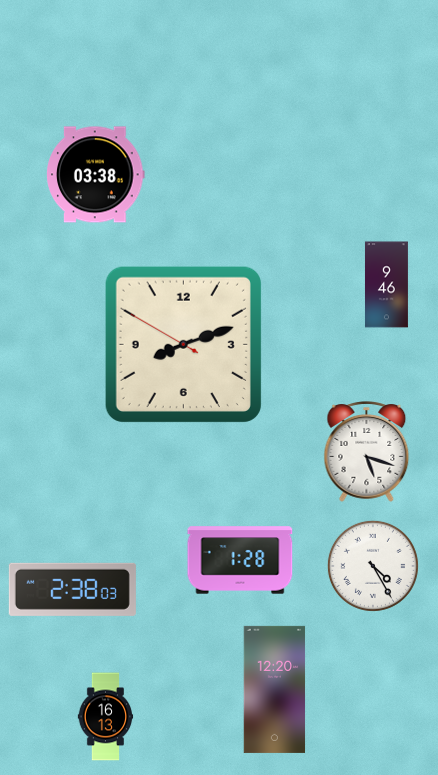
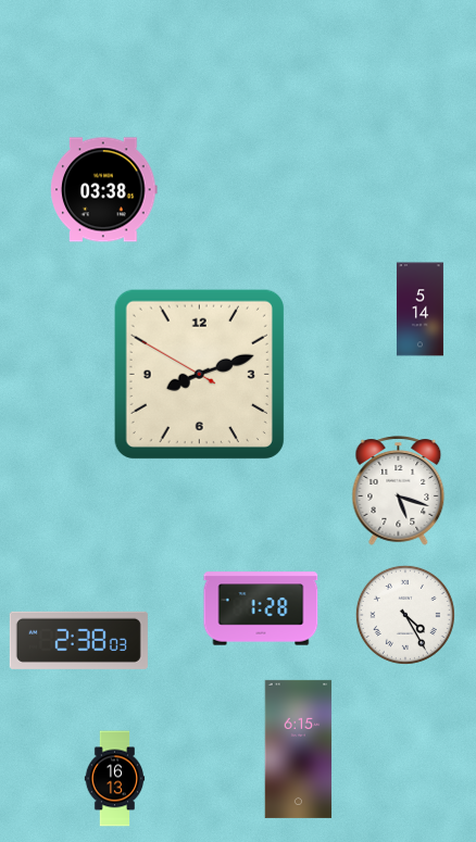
clock at (386, 285): 9:46 -> 5:14
clock at (275, 689): 12:20 -> 6:15
